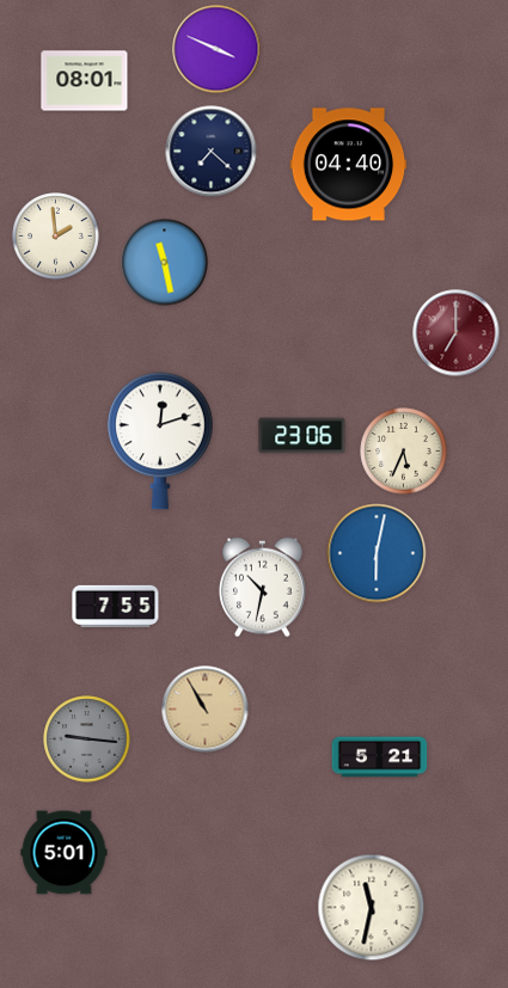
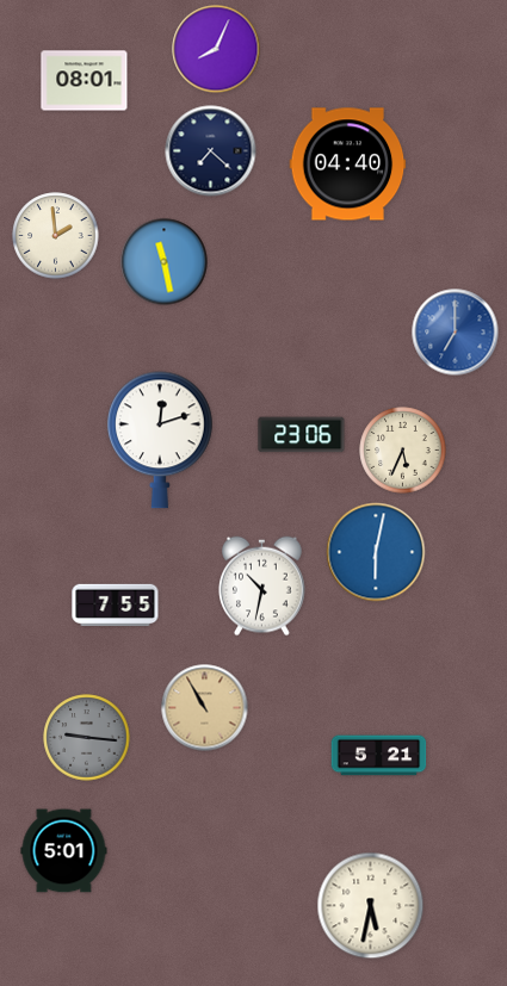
clock at (216, 49): 3:49 -> 8:04
clock at (457, 333) dial: burgundy -> blue
clock at (372, 908): 11:32 -> 5:32
